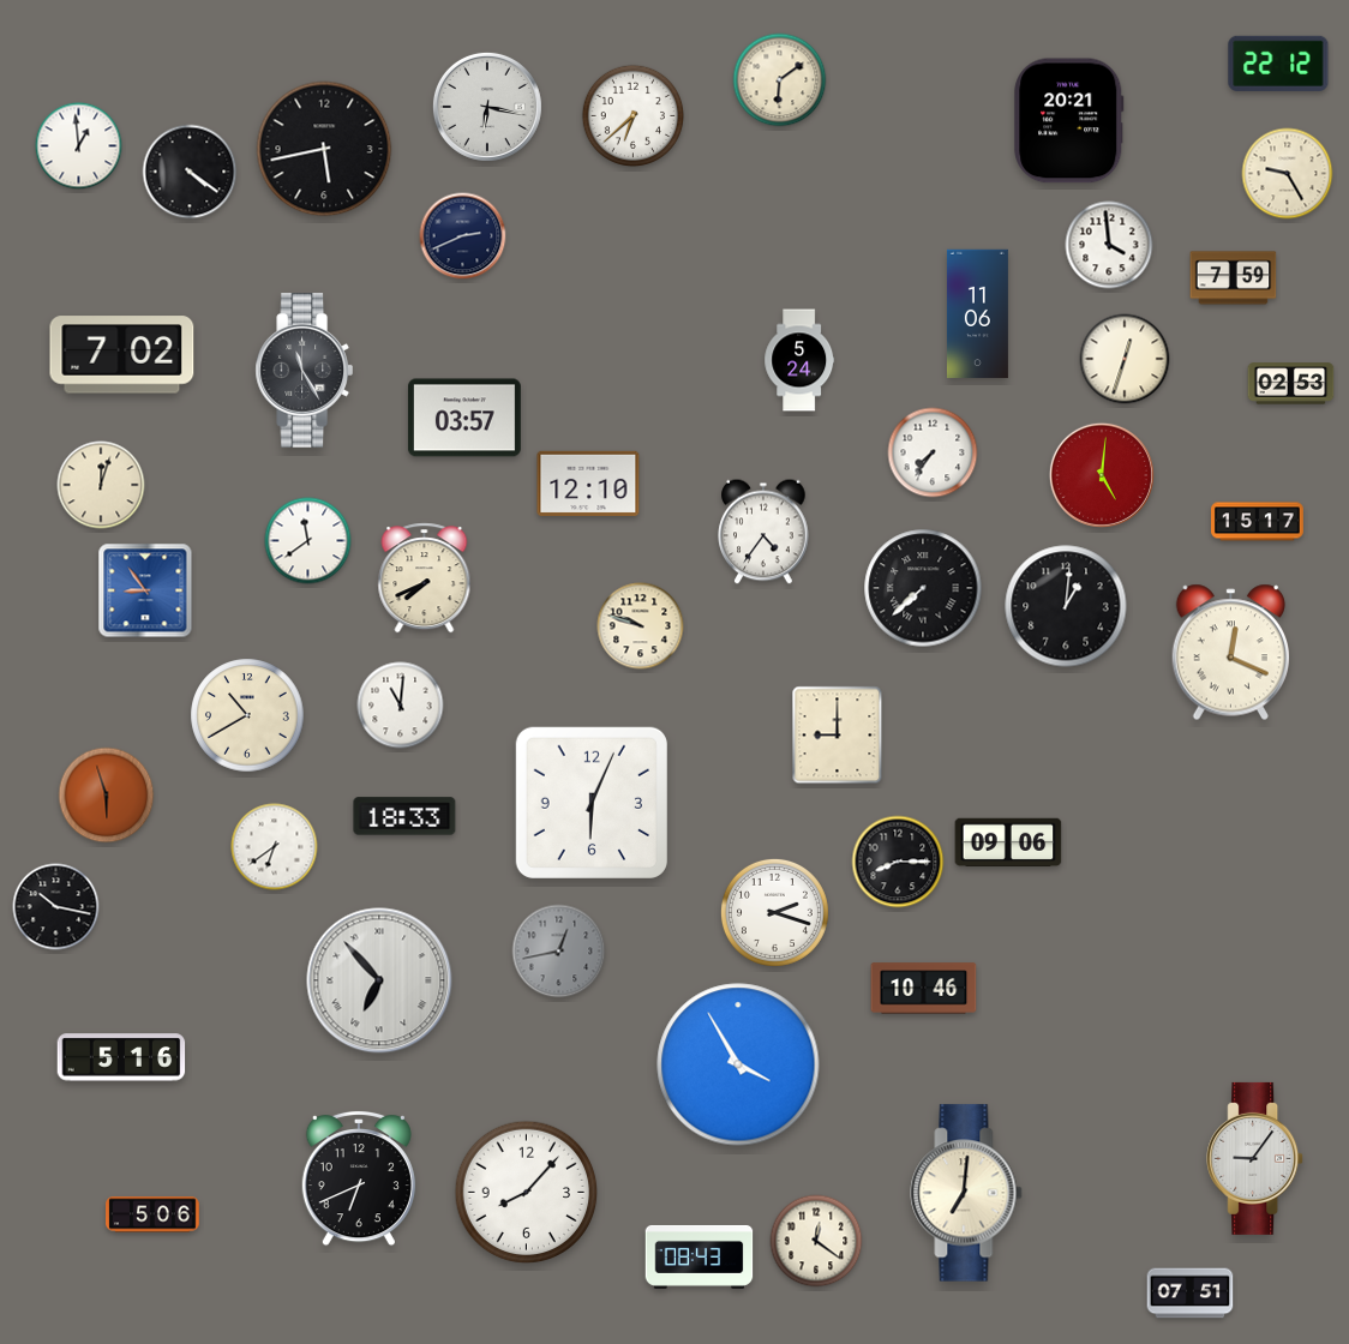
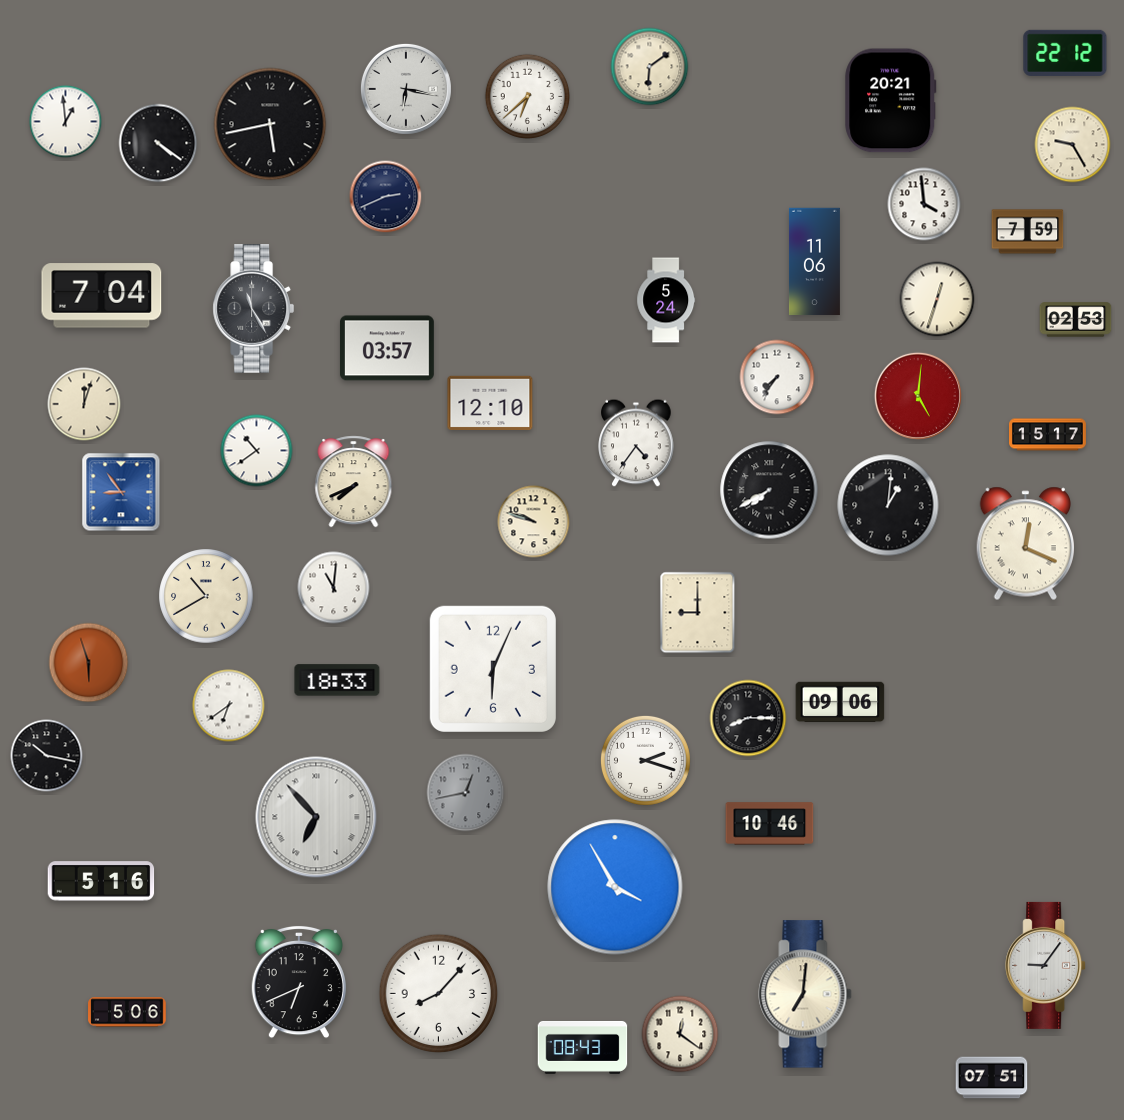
clock at (122, 355): 7:02 -> 7:04
clock at (308, 541): 11:39 -> 10:39
clock at (923, 588): 7:38 -> 7:40
